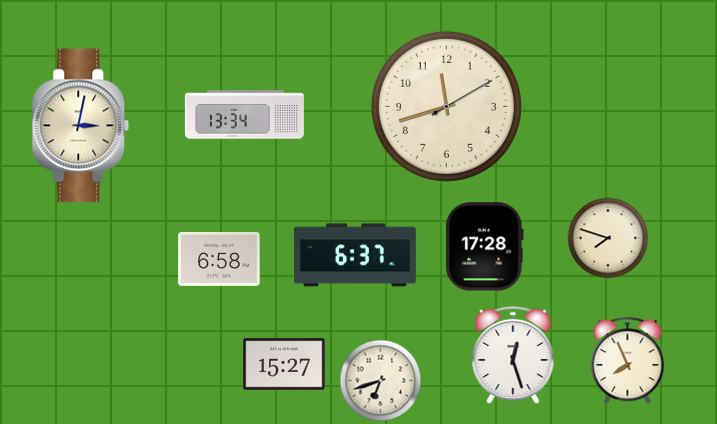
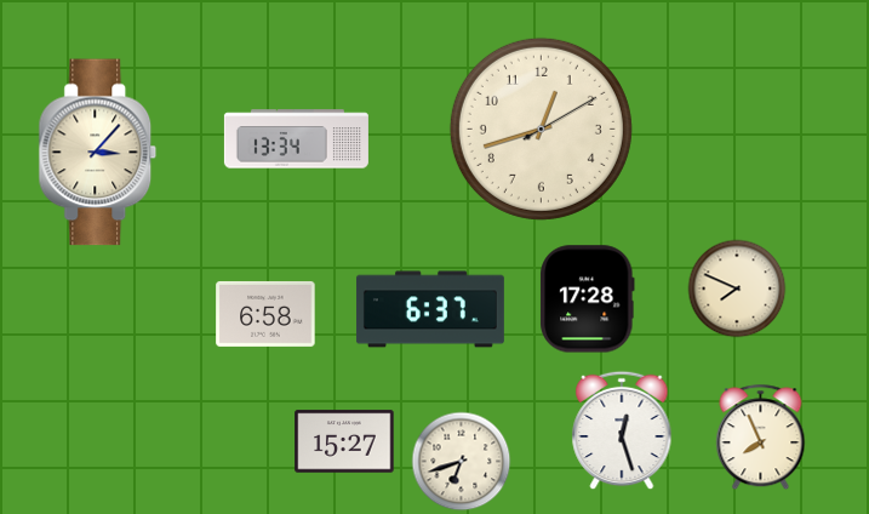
clock at (446, 106): 11:42 -> 12:42
clock at (81, 126): 3:02 -> 3:07
clock at (608, 238): 7:48 -> 7:49
